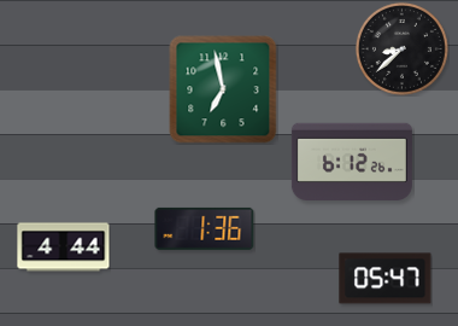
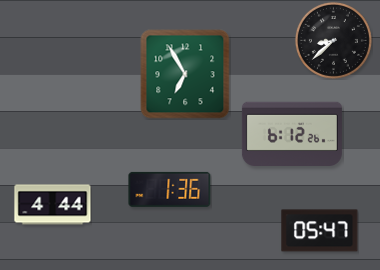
clock at (223, 89): 6:58 -> 6:55
